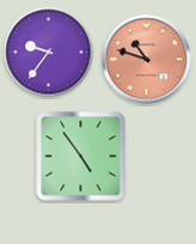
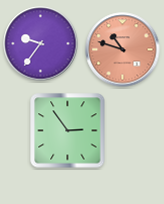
clock at (81, 157): 4:54 -> 2:54
